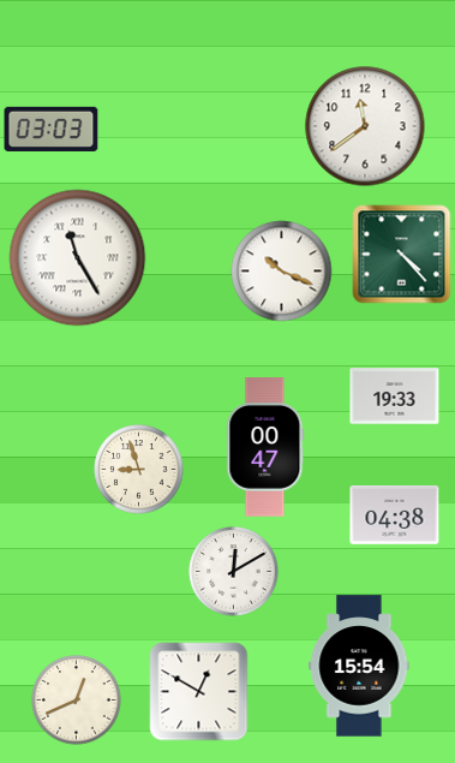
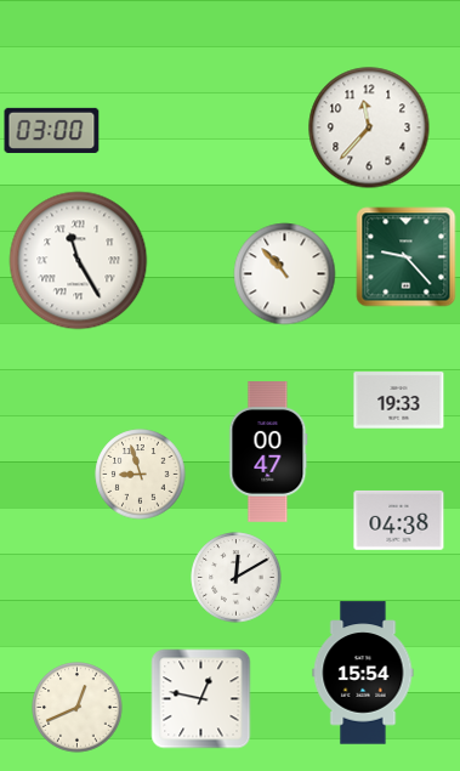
clock at (365, 126): 11:39 -> 11:37
clock at (52, 129): 03:03 -> 03:00
clock at (402, 255): 4:23 -> 9:23
clock at (282, 272): 10:19 -> 10:53
clock at (199, 692): 12:50 -> 12:47
